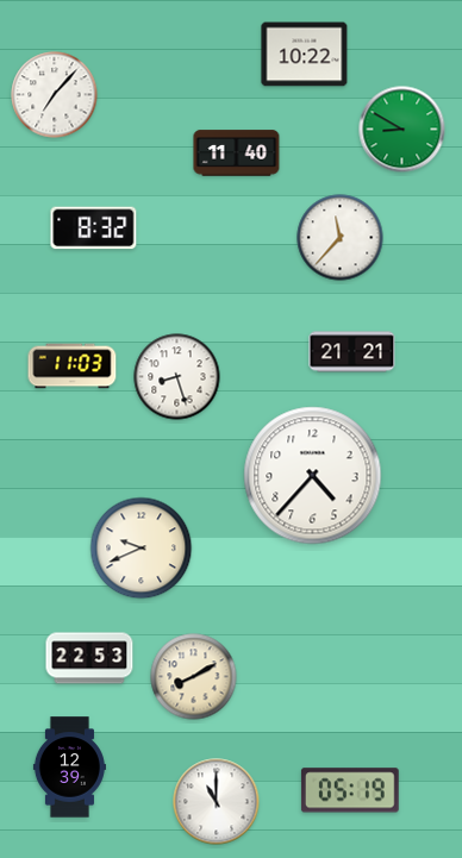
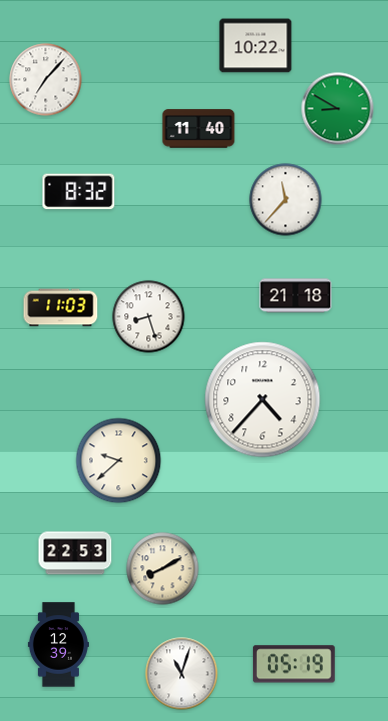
clock at (352, 352): 21:21 -> 21:18
clock at (142, 549): 9:41 -> 9:38
clock at (217, 802): 11:00 -> 11:03
